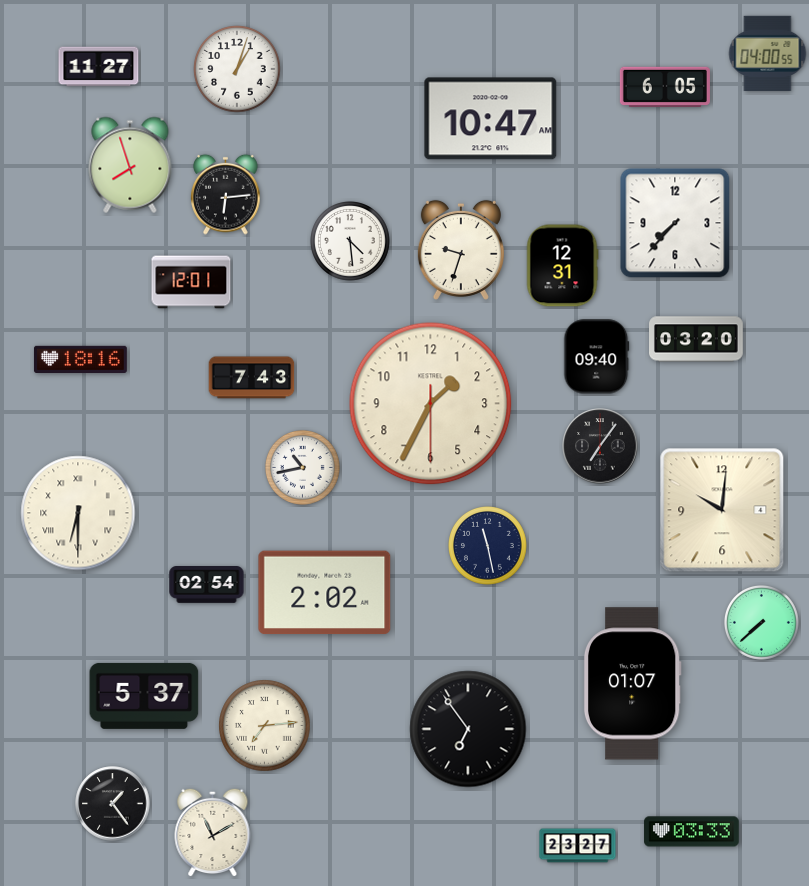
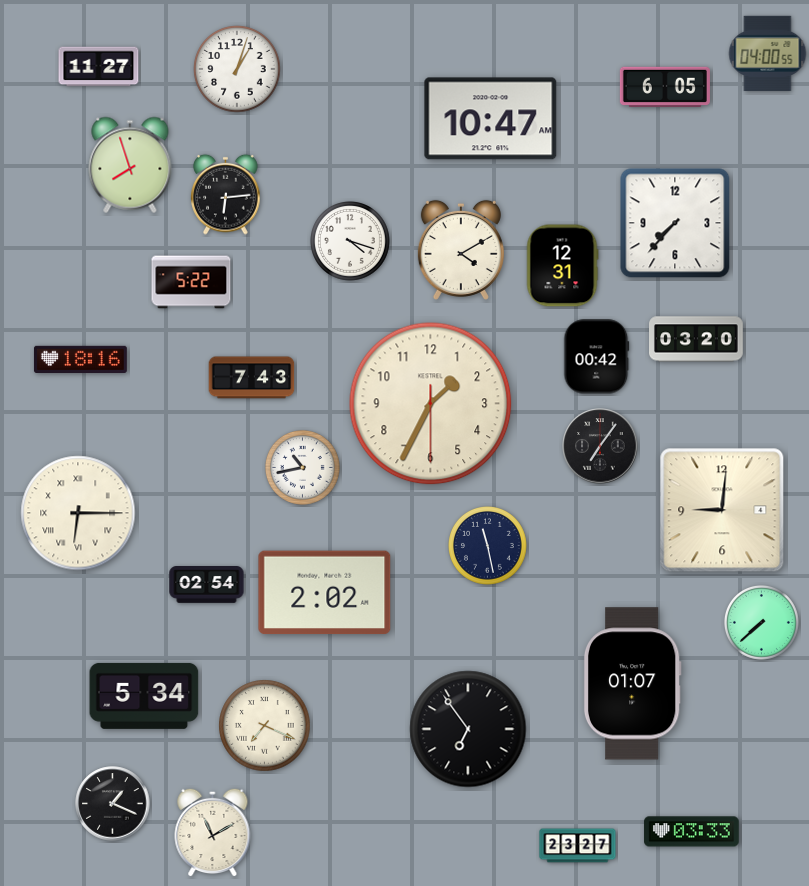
clock at (351, 242): 4:29 -> 4:18
clock at (461, 250): 9:33 -> 4:10
clock at (191, 282): 12:01 -> 5:22
clock at (597, 357): 09:40 -> 00:42
clock at (722, 510): 10:01 -> 9:01
clock at (78, 513): 6:30 -> 6:15
clock at (144, 696): 5:37 -> 5:34
clock at (265, 726): 7:14 -> 7:19
clock at (113, 804): 1:24 -> 1:19
